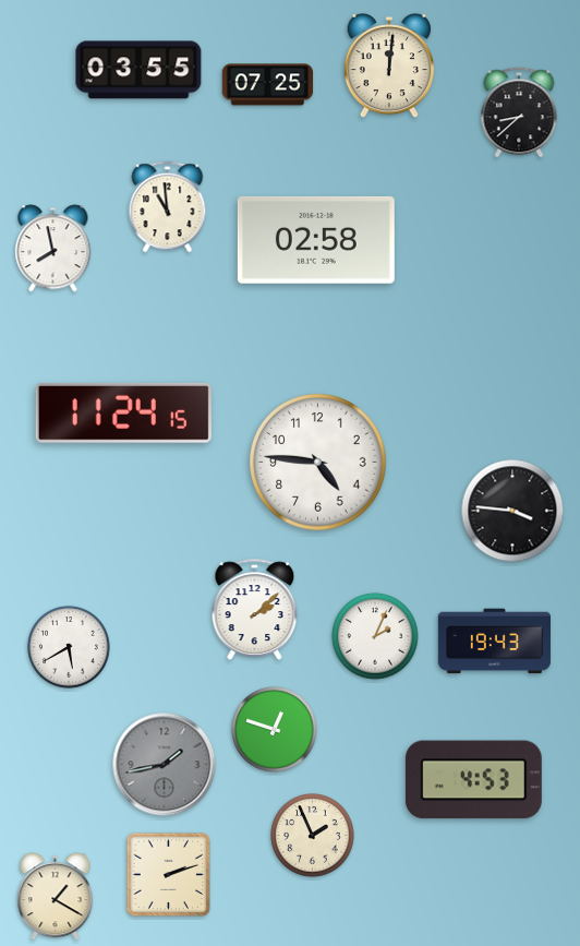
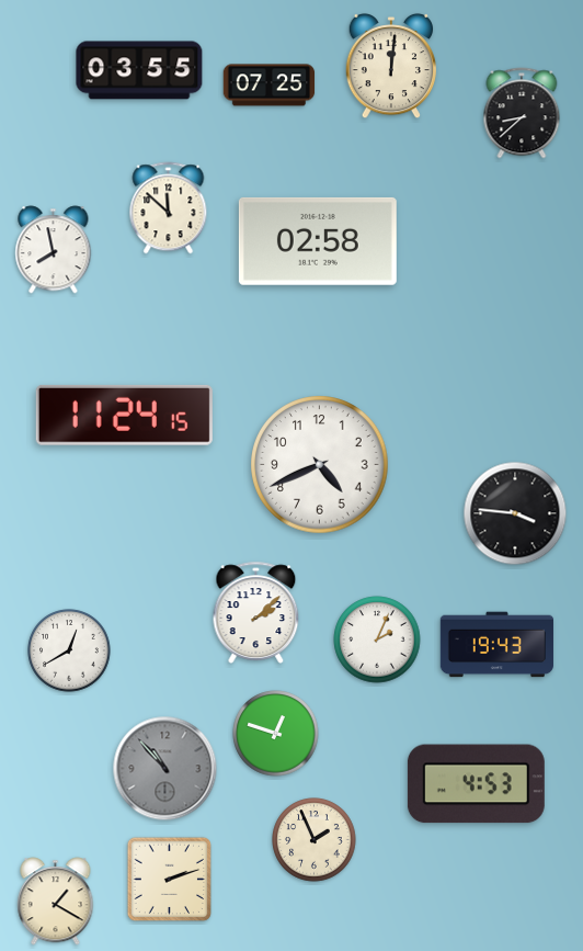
clock at (168, 207): 10:59 -> 11:52
clock at (318, 463): 4:46 -> 4:41
clock at (69, 647): 5:40 -> 12:40
clock at (165, 765): 1:43 -> 10:53
